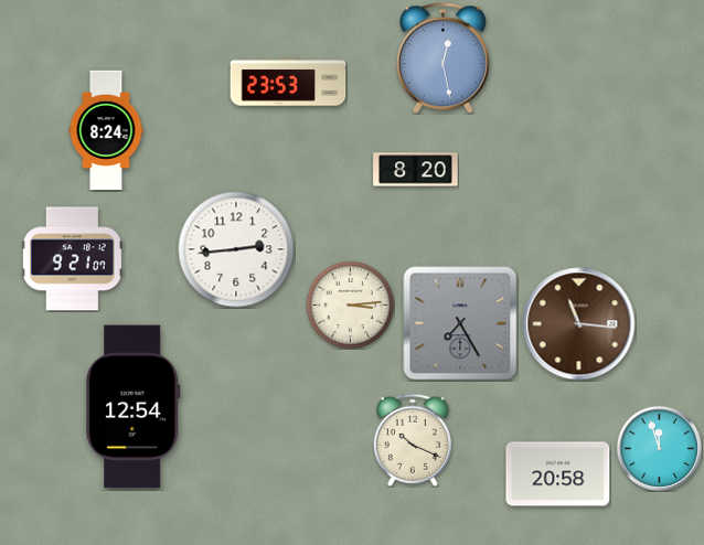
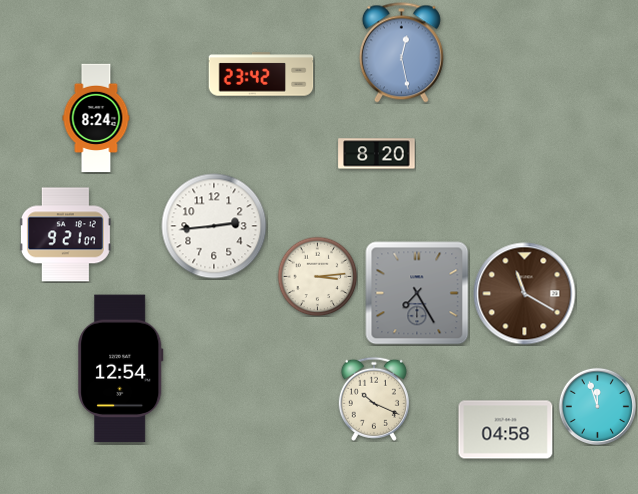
clock at (288, 82): 23:53 -> 23:42
clock at (579, 324): 11:16 -> 11:20
clock at (558, 474): 20:58 -> 04:58
